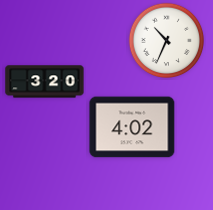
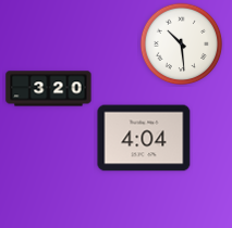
clock at (167, 41): 10:34 -> 10:29
clock at (132, 127): 4:02 -> 4:04
